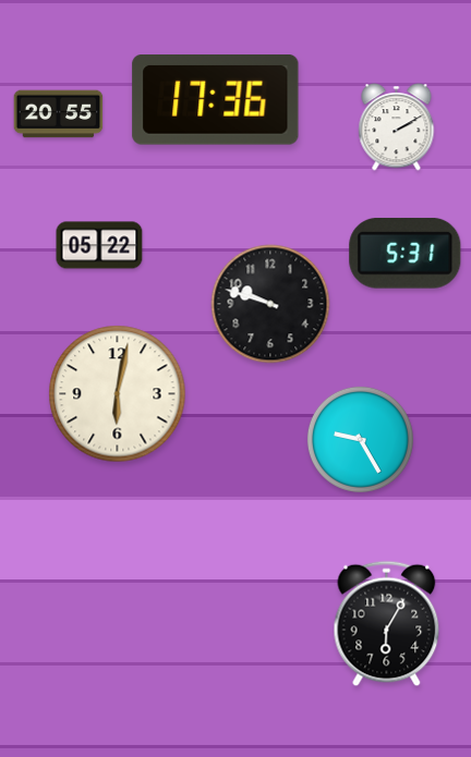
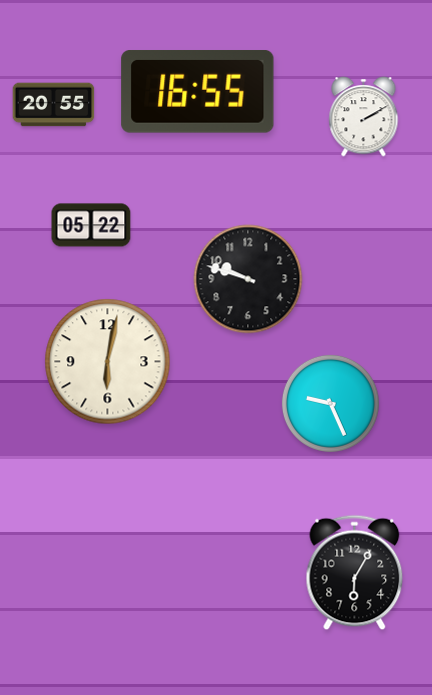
clock at (216, 100): 17:36 -> 16:55
clock at (406, 254): 5:31 -> none
clock at (360, 439): 9:25 -> 9:26
